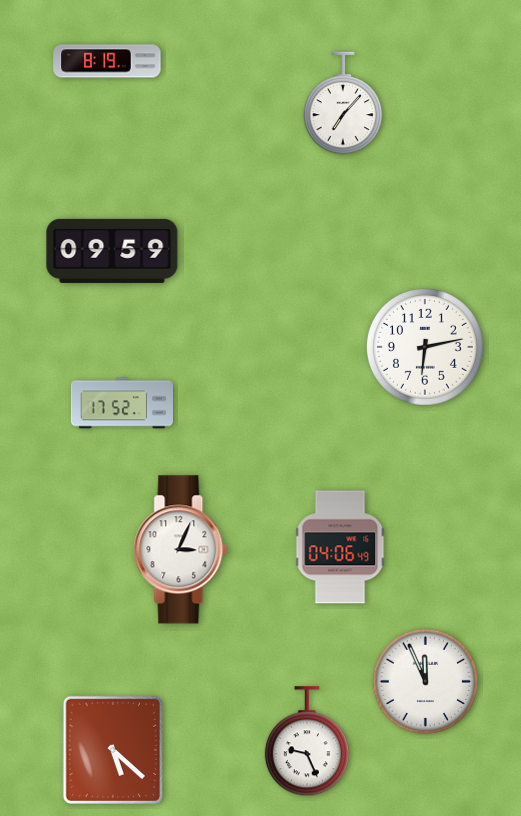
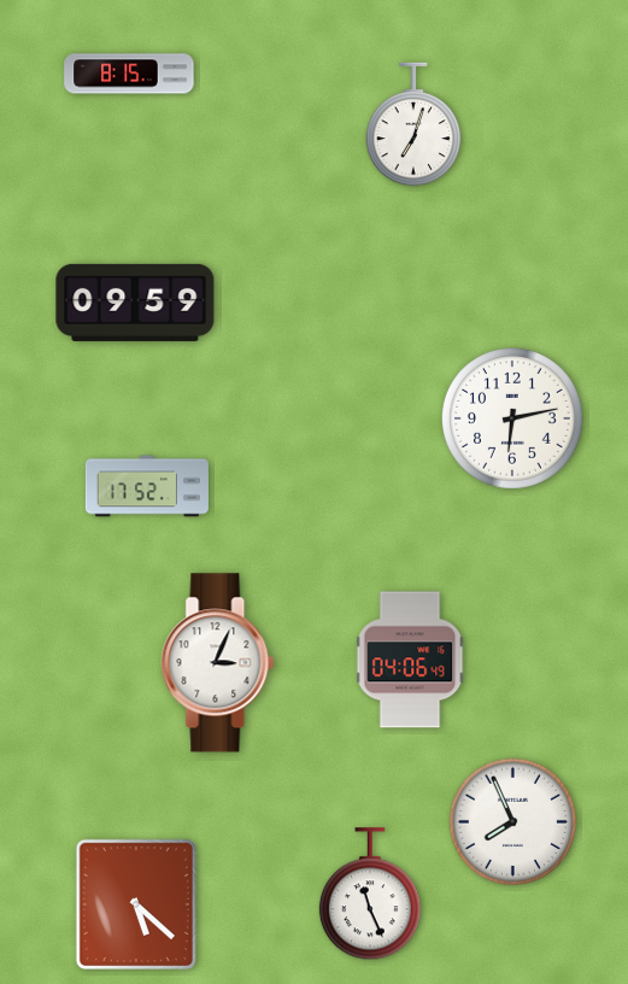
clock at (107, 61): 8:19 -> 8:15
clock at (343, 103): 7:07 -> 7:03
clock at (426, 682): 11:56 -> 7:56
clock at (307, 742): 9:26 -> 11:26
